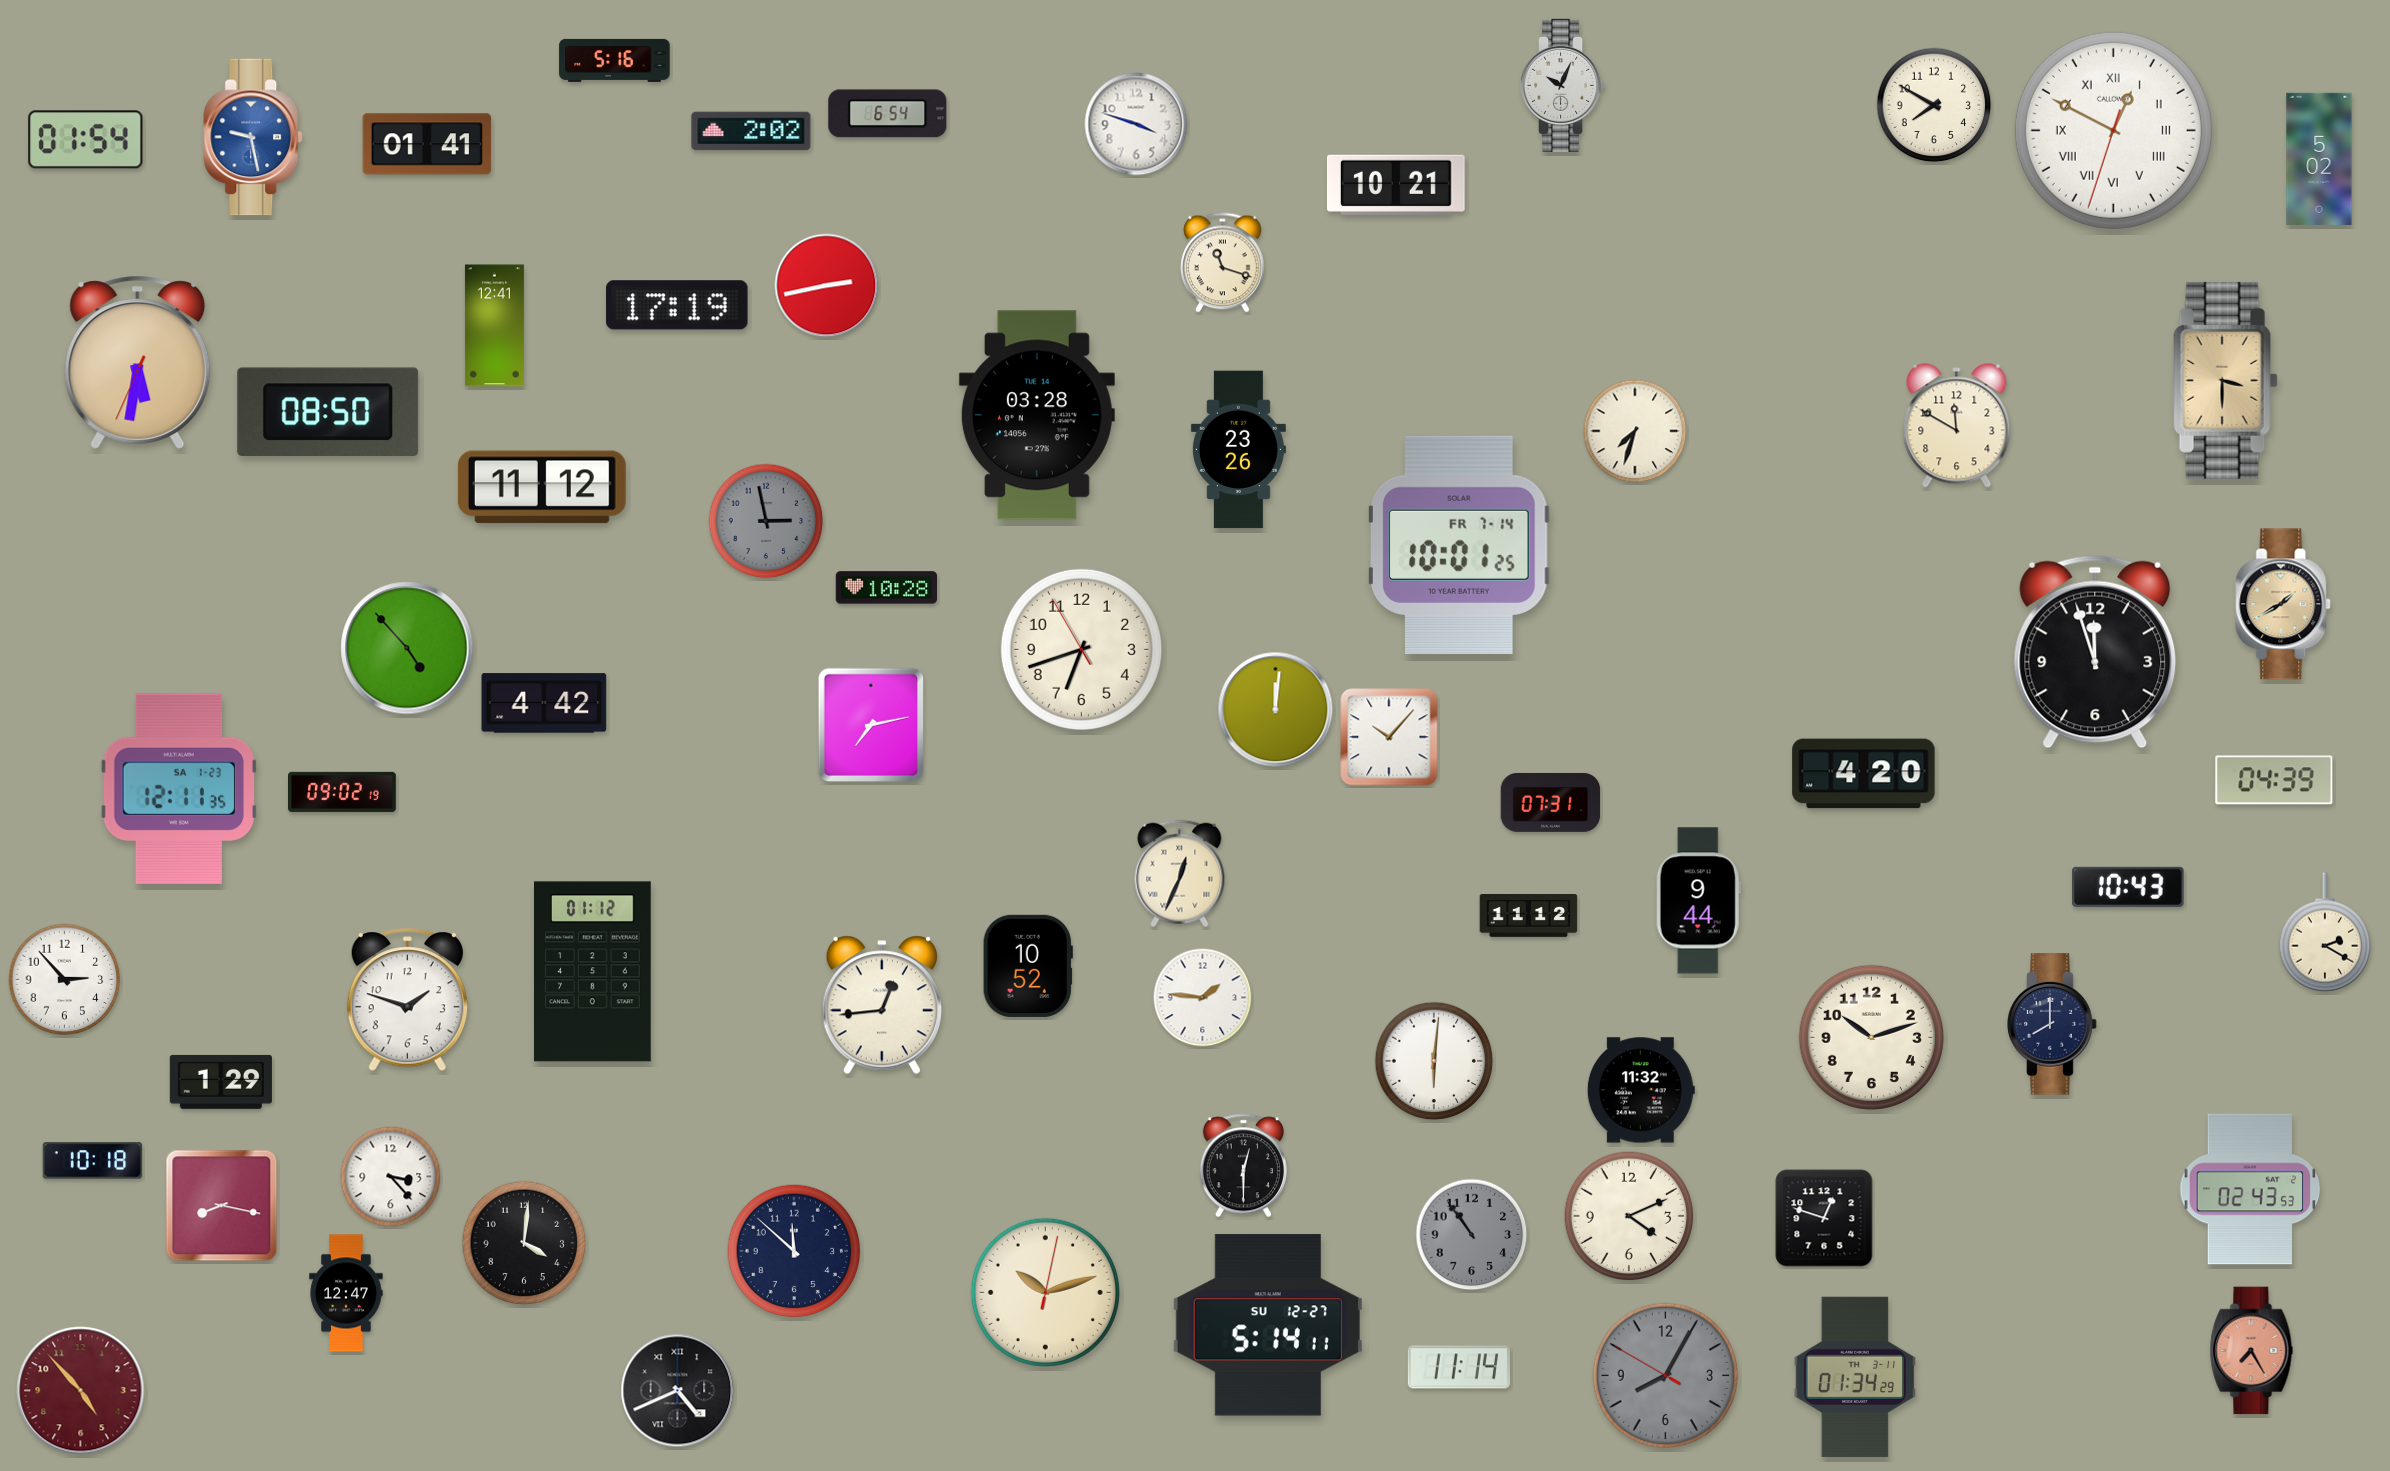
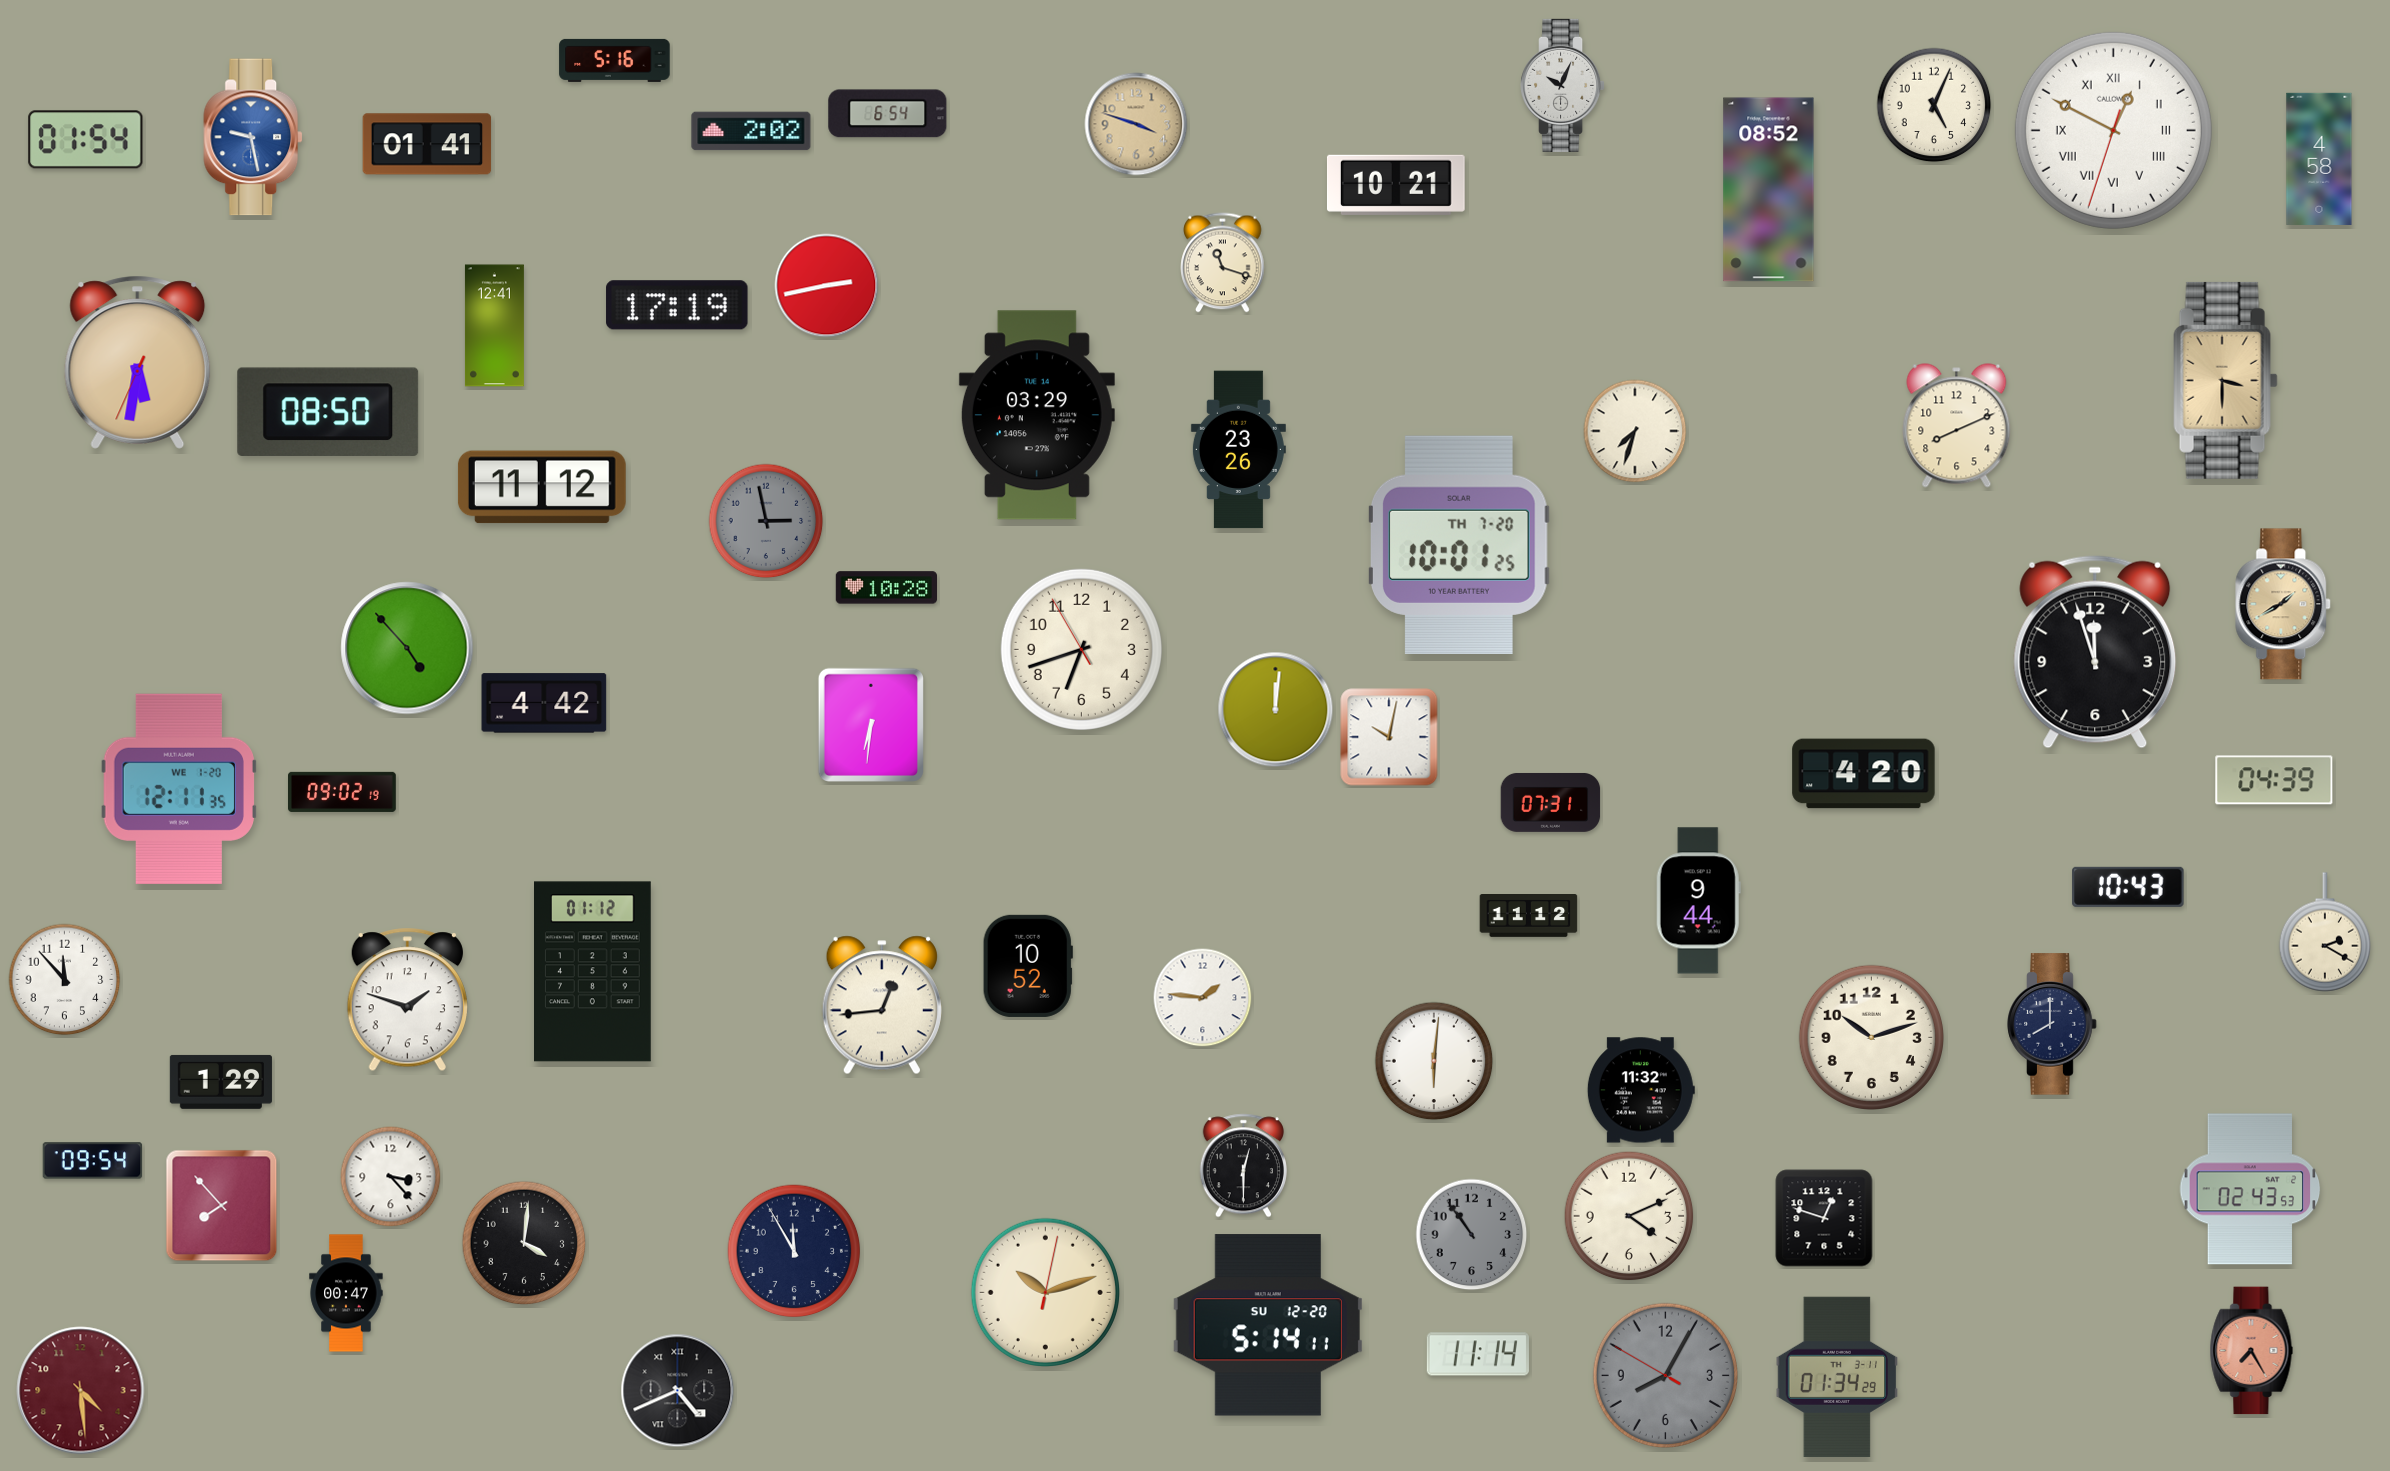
clock at (1934, 105): 7:50 -> 5:04
clock at (1136, 124) dial: white -> champagne
clock at (2319, 159): 5:02 -> 4:58
clock at (1769, 190): none -> 08:52
clock at (1037, 415): 03:28 -> 03:29
clock at (1957, 426): 11:50 -> 8:11
clock at (1459, 545) date: FR 7-14 -> TH 7-20
clock at (871, 725): 7:13 -> 6:31
clock at (1389, 737): 10:07 -> 10:02
clock at (178, 789) date: SA 1-23 -> WE 1-20
clock at (1180, 874): 12:34 -> none
clock at (65, 980): 2:53 -> 11:53
clock at (93, 1161): 10:18 -> 09:54
clock at (222, 1206): 8:17 -> 7:53
clock at (794, 1251): 11:52 -> 11:55
clock at (346, 1293): 12:47 -> 00:47
clock at (1268, 1325) date: SU 12-27 -> SU 12-20
clock at (1459, 1367) position: (1459, 1367) -> (1478, 1354)
clock at (1855, 1377) position: (1855, 1377) -> (1837, 1377)
clock at (81, 1391): 4:53 -> 4:29
